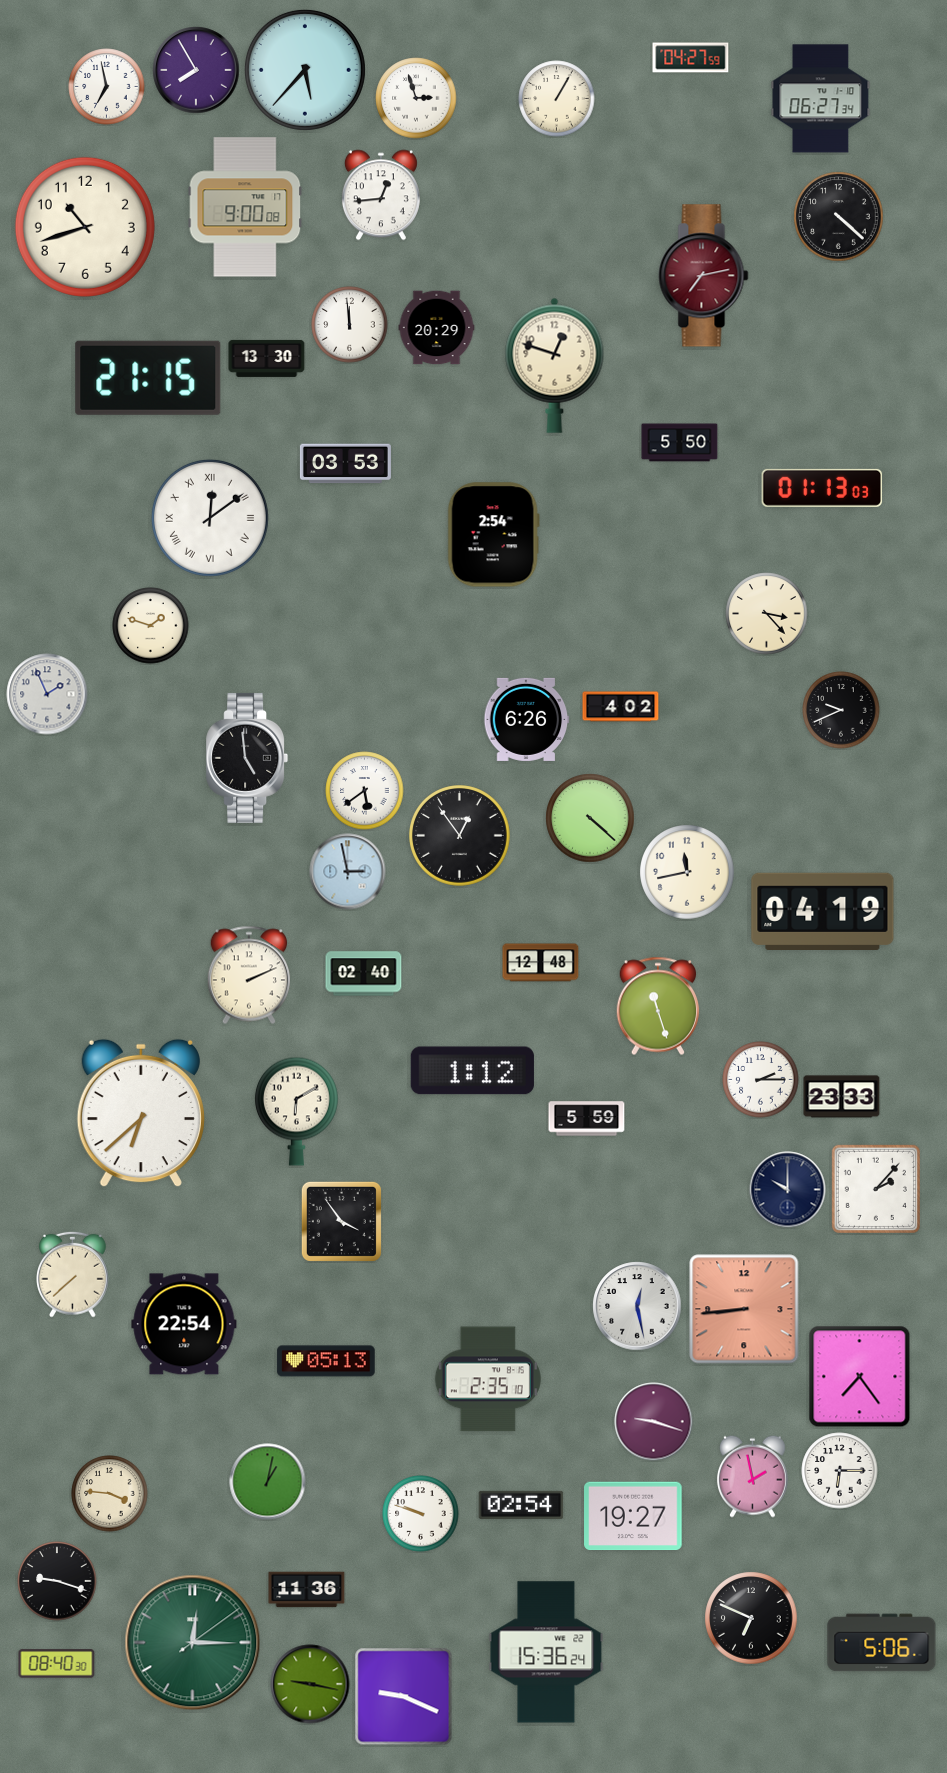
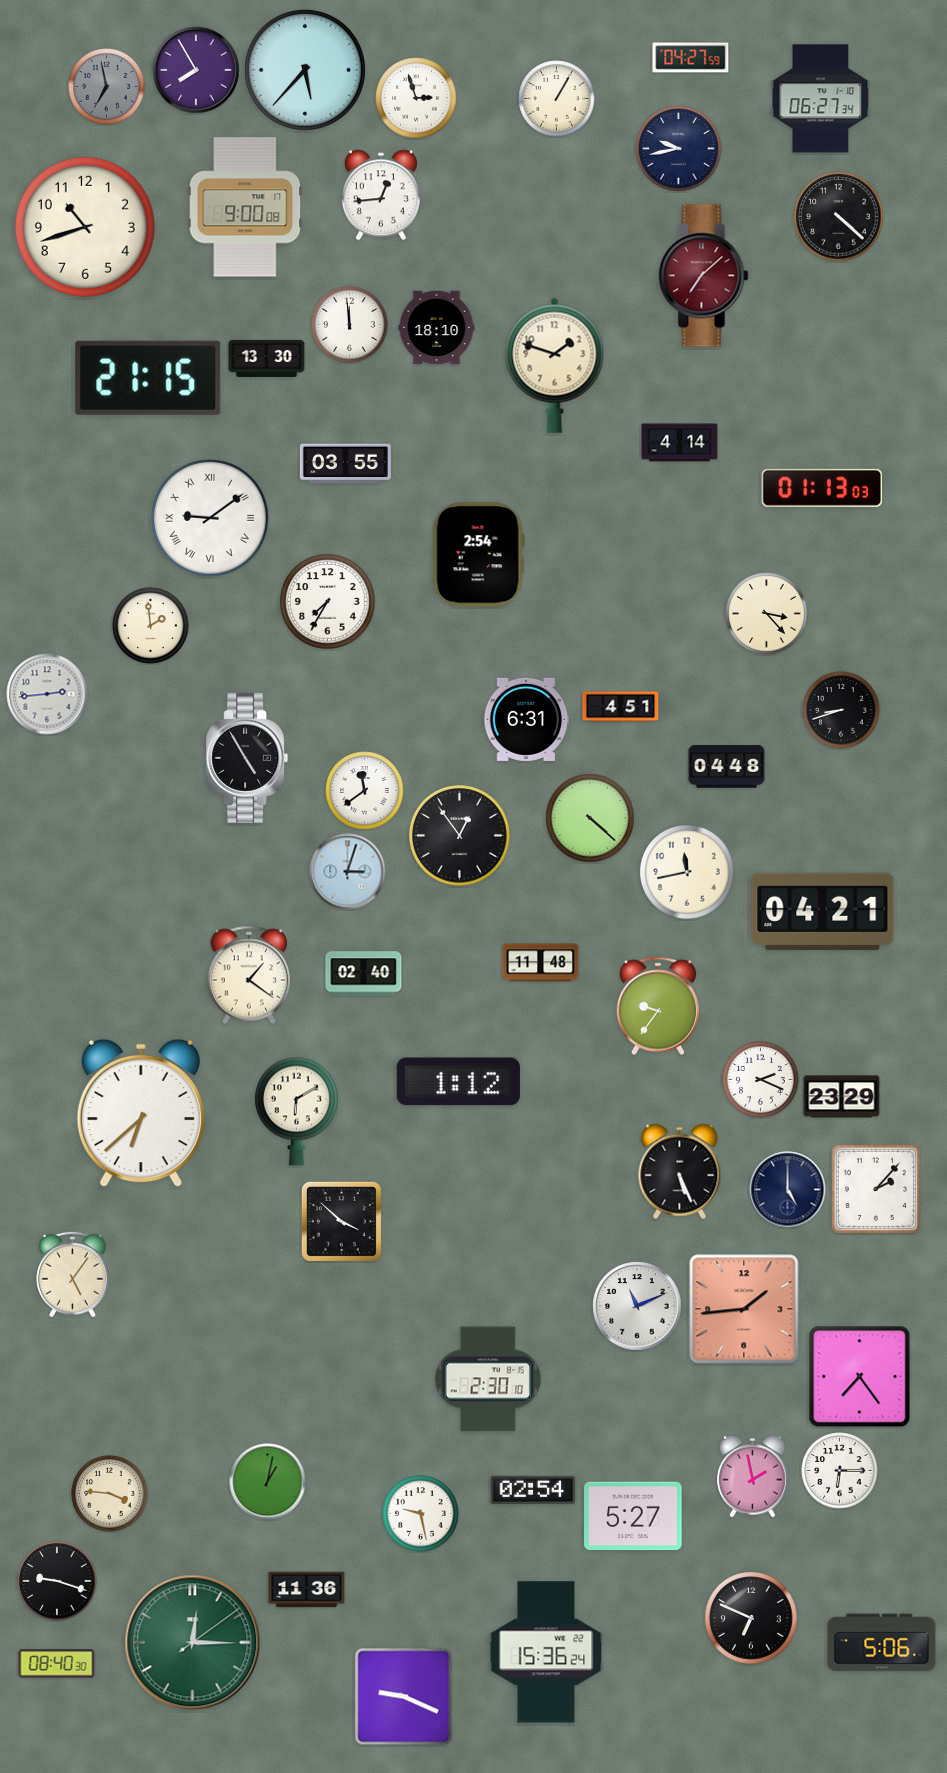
clock at (107, 87) dial: white -> grey
clock at (679, 149): none -> 9:43
clock at (704, 276): 7:13 -> 7:08
clock at (437, 328): 20:29 -> 18:10
clock at (555, 365): 12:48 -> 1:48
clock at (680, 443): 5:50 -> 4:14
clock at (345, 464): 03:53 -> 03:55
clock at (210, 518): 12:09 -> 9:09
clock at (493, 535) position: (493, 535) -> (478, 555)
clock at (328, 602): none -> 7:35
clock at (151, 626): 1:48 -> 1:59
clock at (47, 694): 1:56 -> 2:44
clock at (621, 707): 4:02 -> 4:51
clock at (841, 710): 9:41 -> 8:42
clock at (527, 719): 6:26 -> 6:31
clock at (247, 758): 4:59 -> 4:55
clock at (727, 767): none -> 04:48
clock at (365, 791): 5:39 -> 11:39
clock at (348, 872): 2:58 -> 3:03
clock at (823, 912): 04:19 -> 04:21
clock at (541, 963): 12:48 -> 11:48
clock at (248, 975): 2:11 -> 1:21
clock at (657, 1006): 11:27 -> 9:36
clock at (472, 1071) position: (472, 1071) -> (458, 1082)
clock at (761, 1080): 2:15 -> 2:19
clock at (842, 1097): 23:33 -> 23:29
clock at (587, 1119): 5:59 -> none
clock at (680, 1172): none -> 5:26
clock at (788, 1190): 10:00 -> 5:00
clock at (341, 1221): 3:54 -> 3:52
clock at (73, 1274): 7:38 -> 5:06
clock at (637, 1306): 12:28 -> 11:11
clock at (744, 1309): 8:44 -> 1:44
clock at (184, 1324): 22:54 -> none
clock at (326, 1361): 05:13 -> none
clock at (488, 1379): 2:35 -> 2:30
clock at (654, 1422): 9:18 -> none
clock at (521, 1505) position: (521, 1505) -> (533, 1490)
clock at (421, 1514): 9:48 -> 9:28
clock at (633, 1516): 19:27 -> 5:27
clock at (310, 1684): 9:17 -> none
